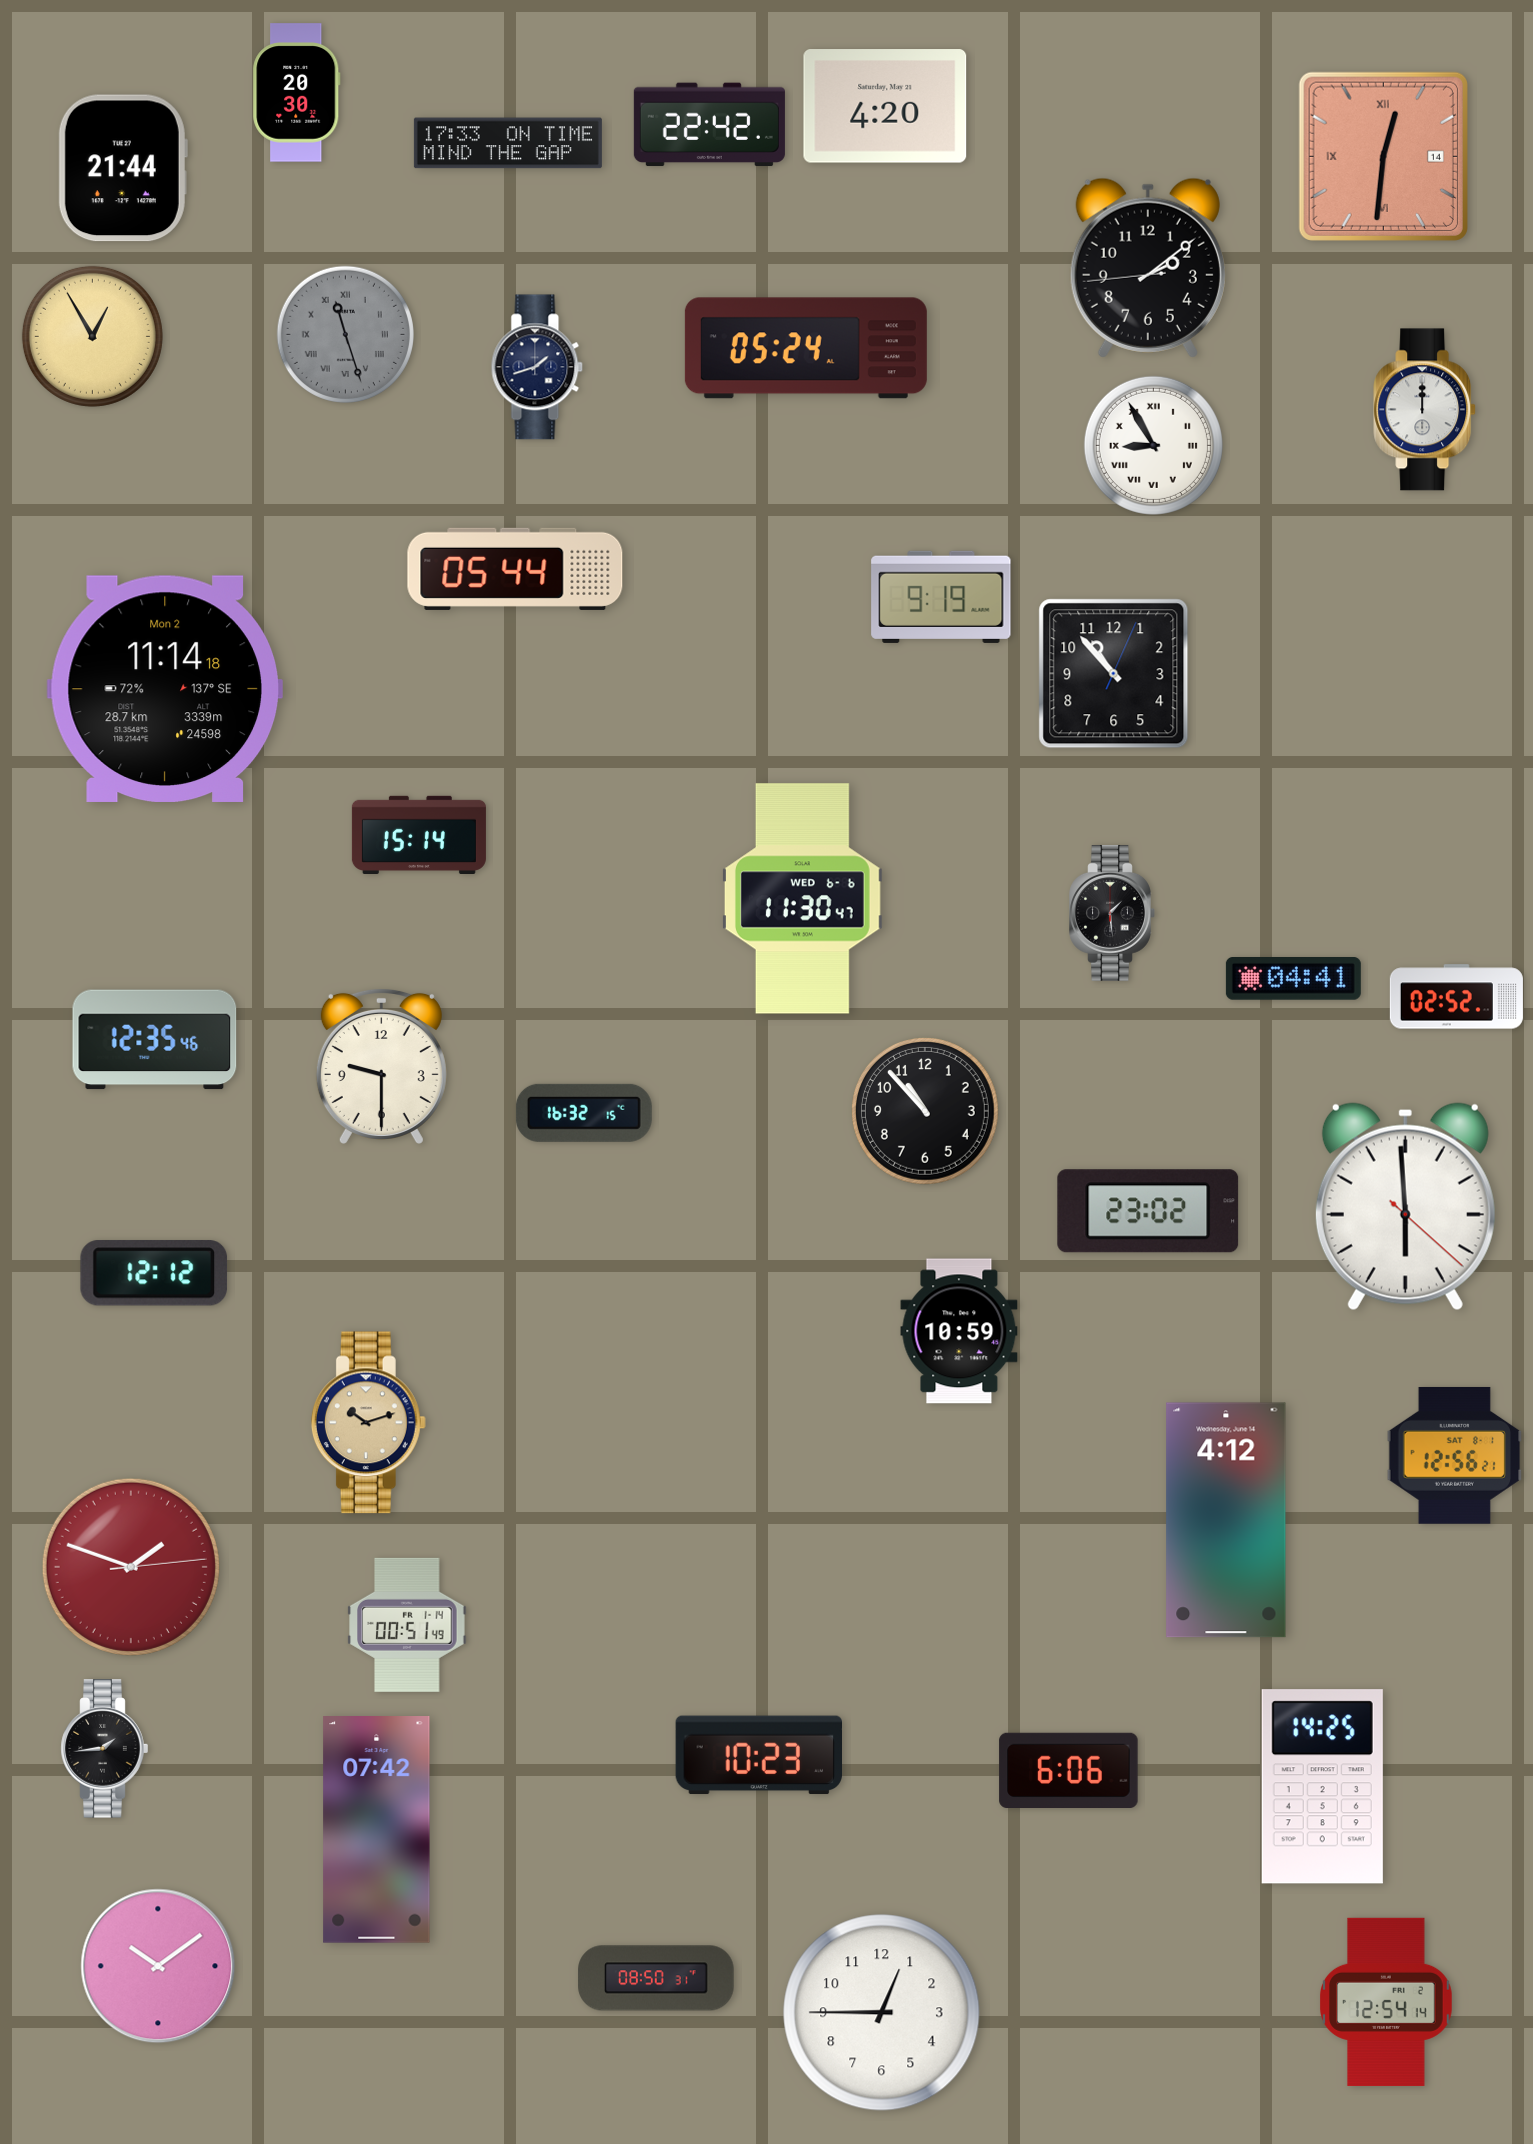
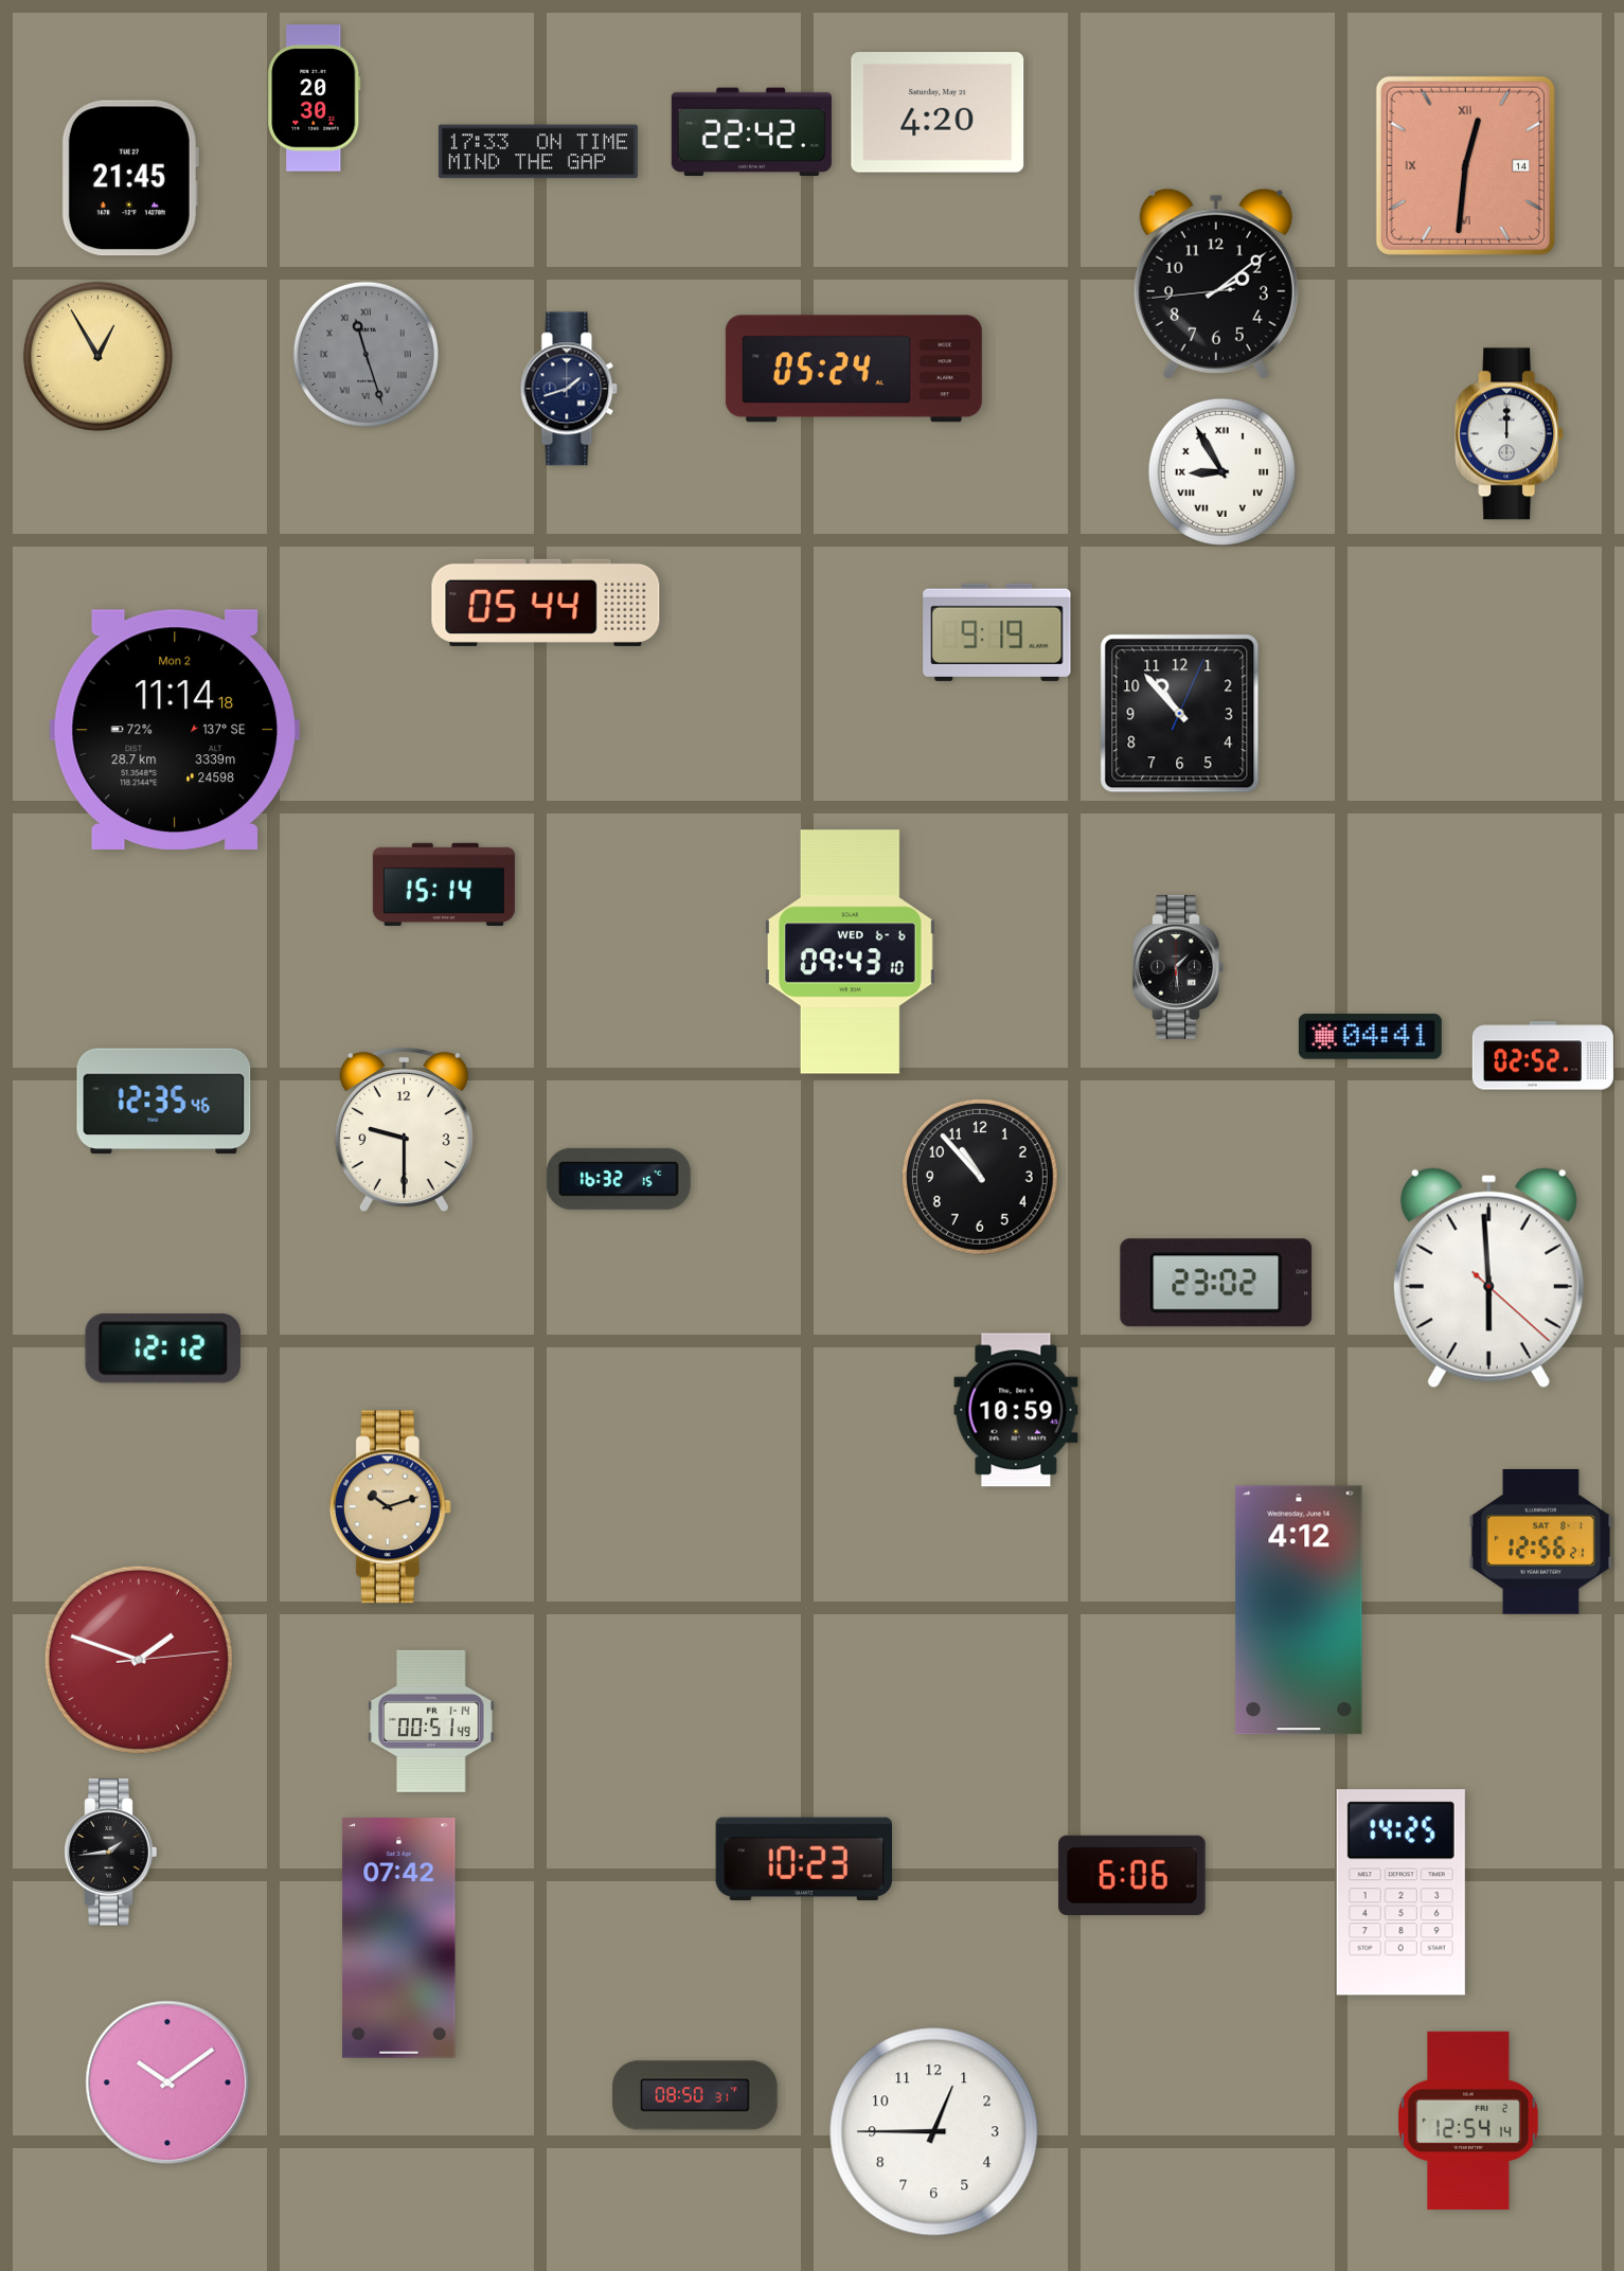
clock at (123, 168): 21:44 -> 21:45
clock at (802, 899): 11:30 -> 09:43
